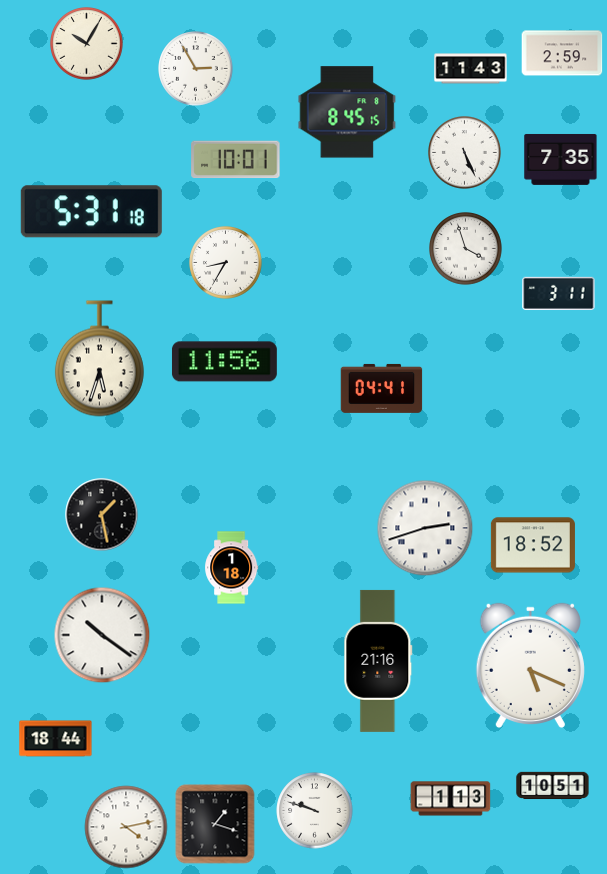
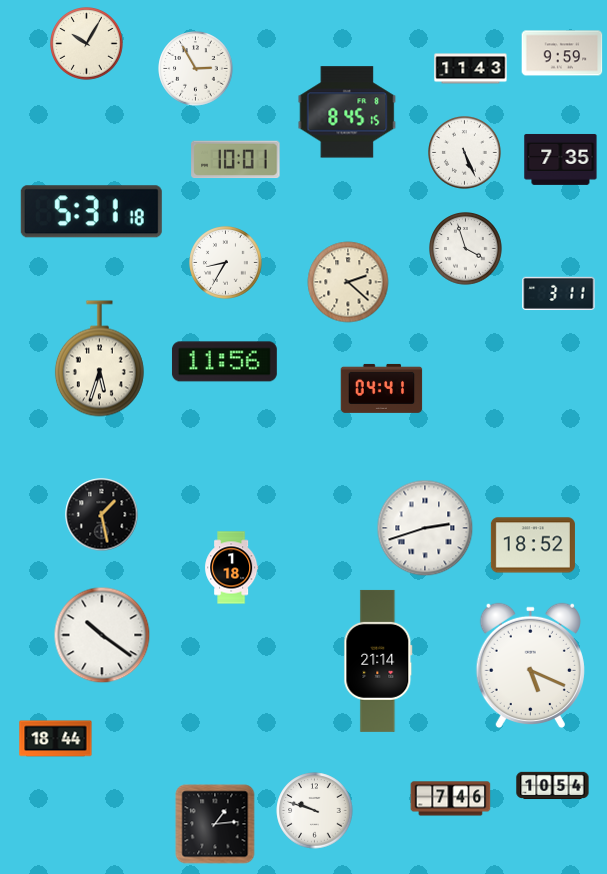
clock at (562, 53): 2:59 -> 9:59
clock at (348, 282): none -> 2:22
clock at (378, 661): 21:16 -> 21:14
clock at (553, 786): 10:51 -> 10:54
clock at (451, 799): 1:13 -> 7:46
clock at (215, 824): 1:18 -> 1:14
clock at (126, 827): 4:13 -> none
